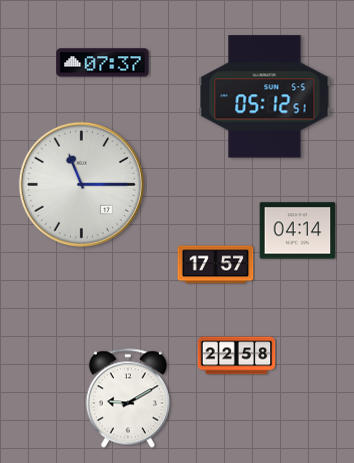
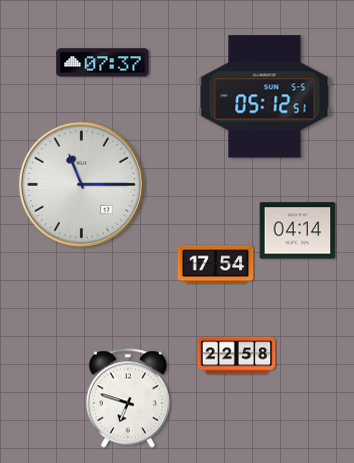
clock at (216, 265): 17:57 -> 17:54
clock at (128, 398): 9:10 -> 6:48
